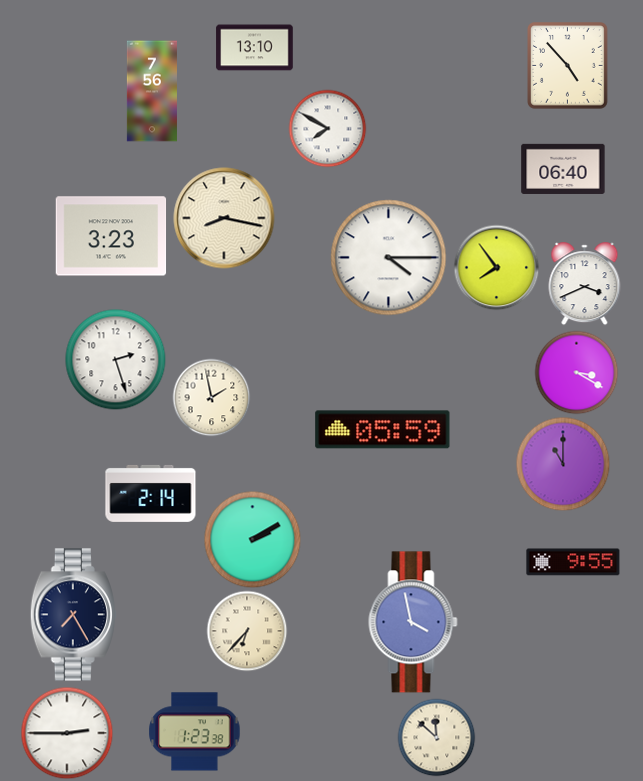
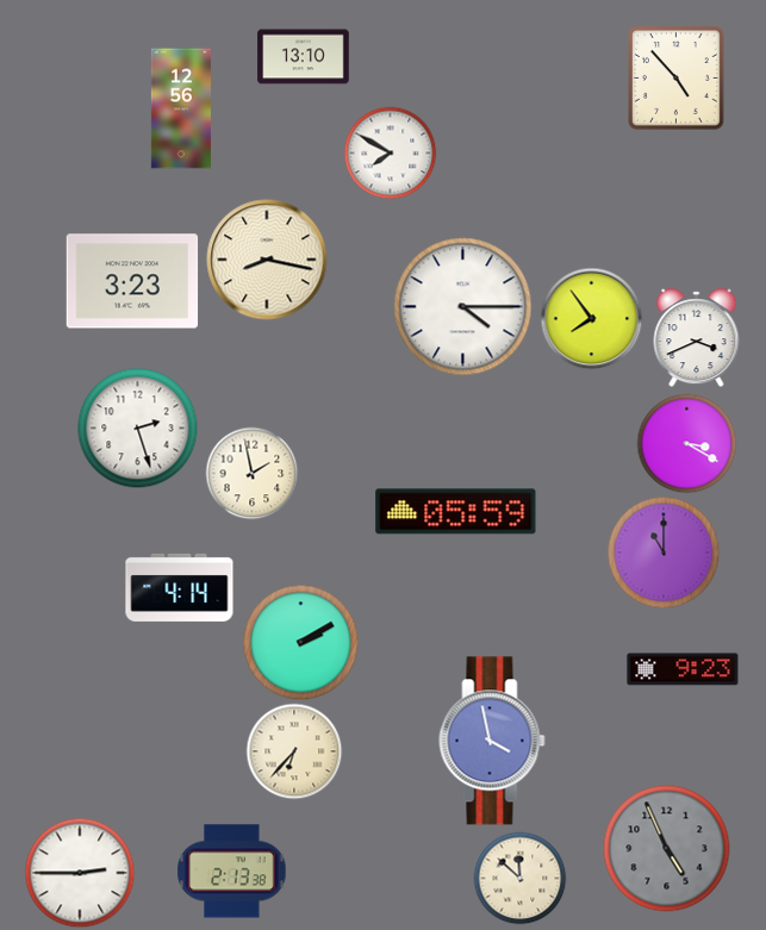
clock at (152, 91): 7:56 -> 12:56
clock at (563, 169): 06:40 -> none
clock at (563, 464) position: (563, 464) -> (664, 553)
clock at (151, 493): 2:14 -> 4:14
clock at (573, 562): 9:55 -> 9:23
clock at (73, 615): 7:25 -> none
clock at (667, 849): none -> 4:56
clock at (195, 732): 1:23 -> 2:13
